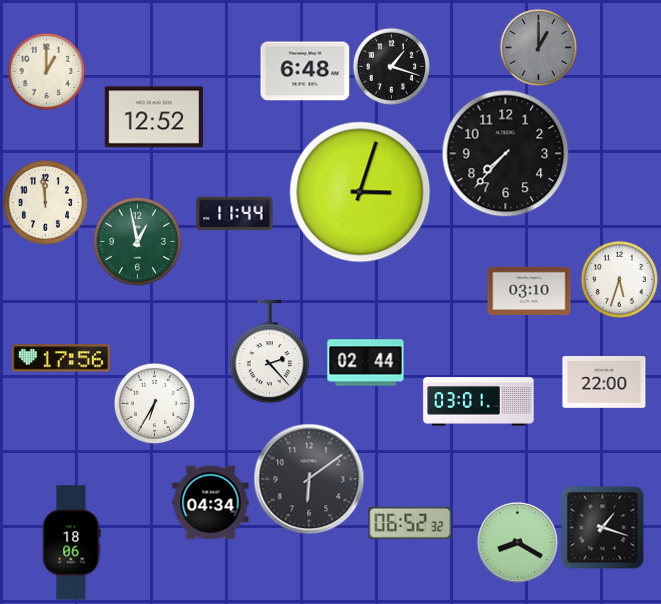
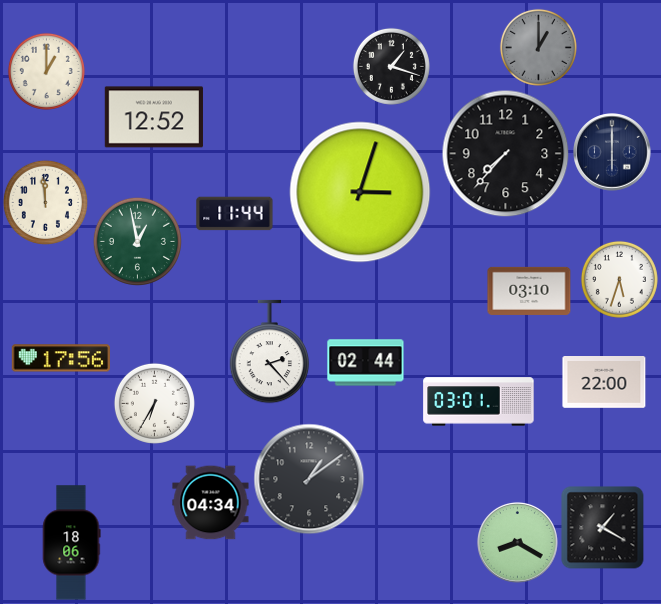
clock at (305, 71): 6:48 -> none
clock at (612, 152): none -> 6:00
clock at (309, 479): 6:09 -> 1:09
clock at (410, 523): 06:52 -> none
clock at (603, 528): 1:18 -> 1:20
